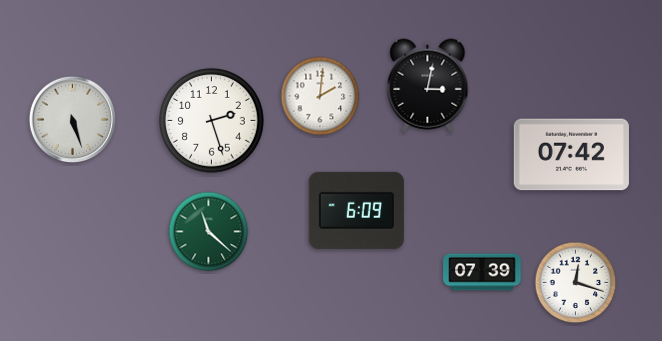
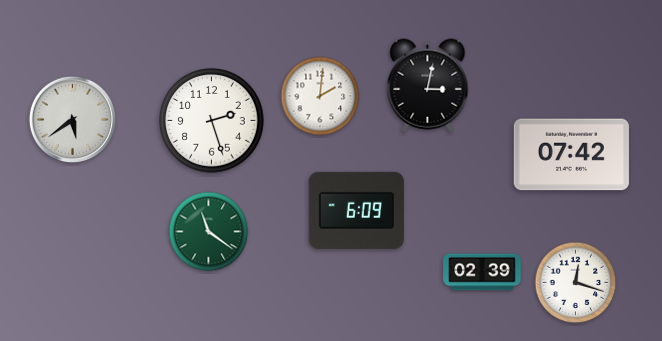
clock at (72, 119): 5:27 -> 5:39
clock at (209, 232): 11:22 -> 11:21
clock at (482, 272): 07:39 -> 02:39
